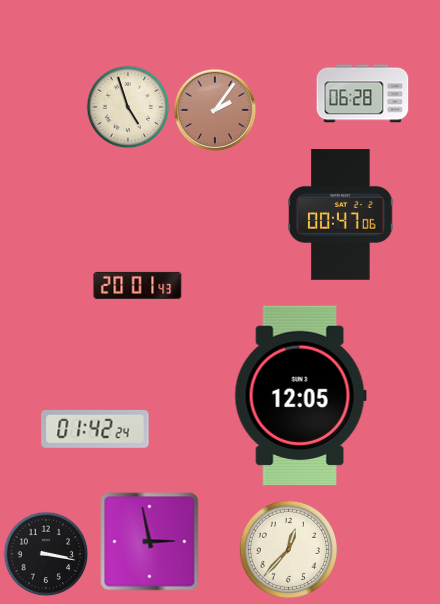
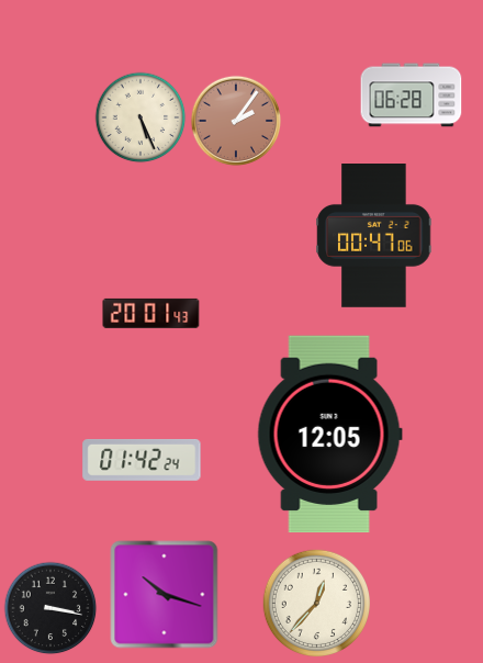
clock at (363, 94) position: (363, 94) -> (412, 95)
clock at (128, 107): 4:57 -> 5:26
clock at (95, 429) position: (95, 429) -> (142, 460)
clock at (150, 542): 2:58 -> 10:18
